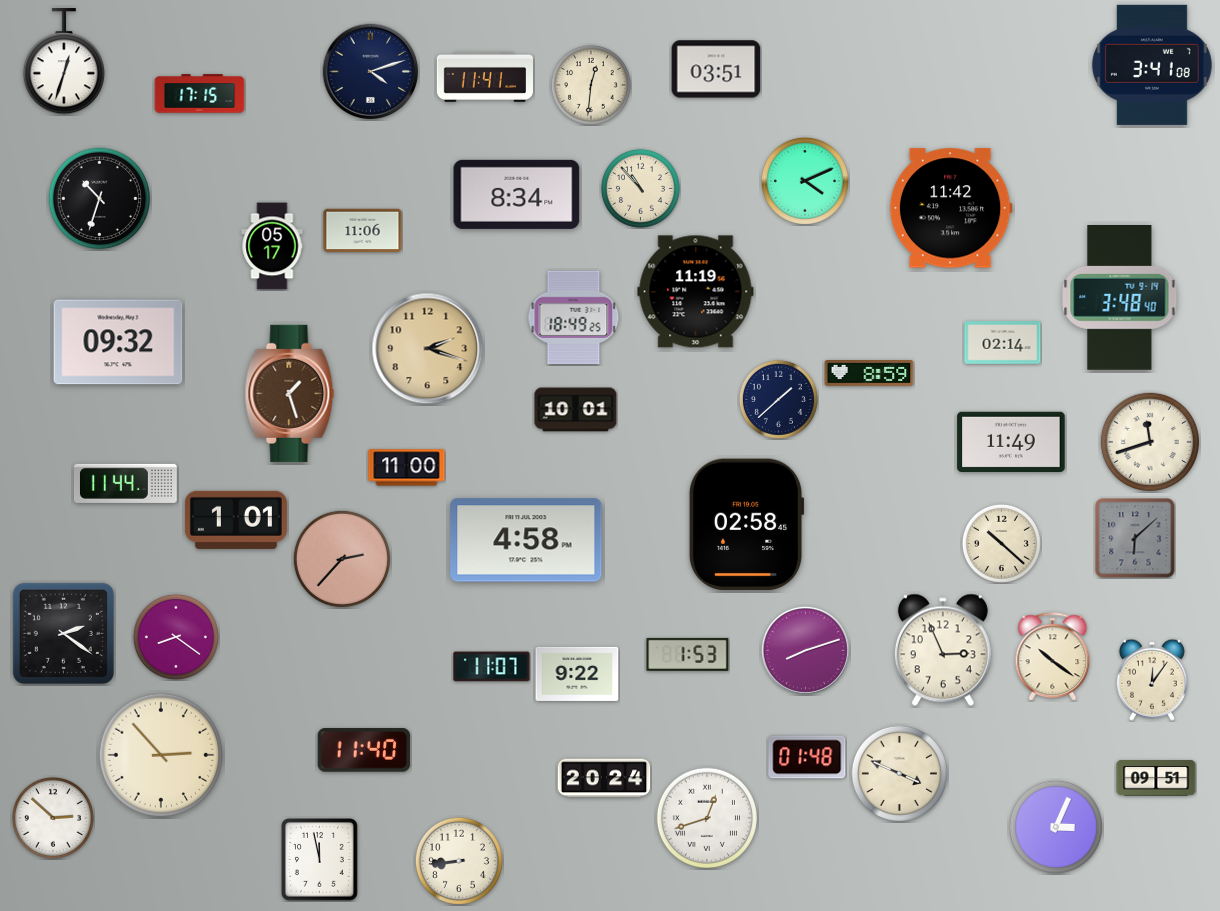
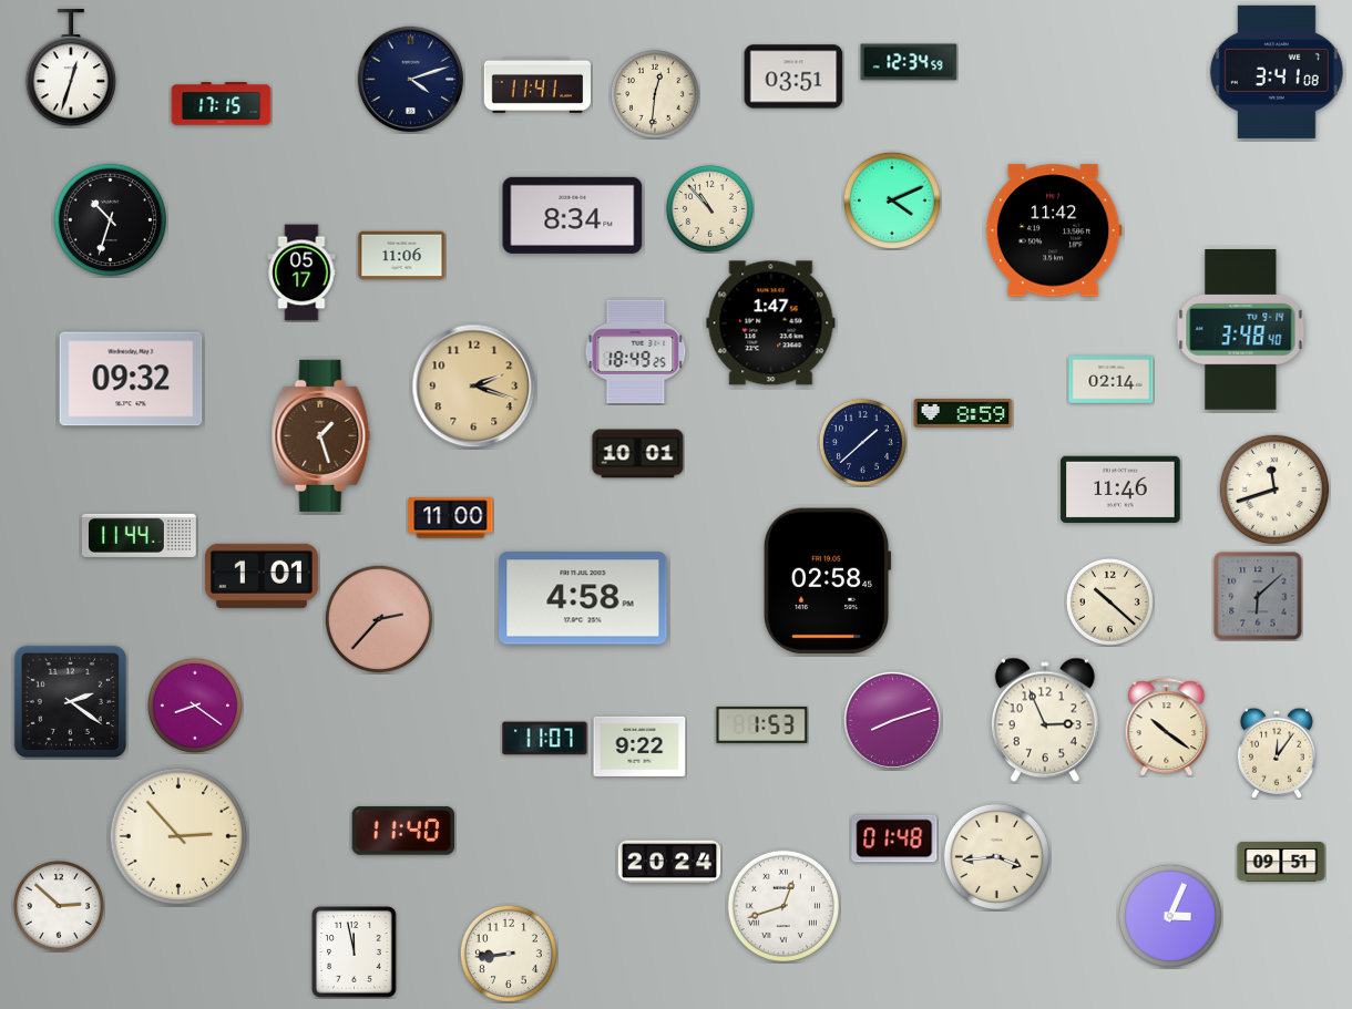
clock at (909, 62): none -> 12:34
clock at (696, 292): 11:19 -> 1:47
clock at (1011, 441): 11:49 -> 11:46
clock at (899, 773): 3:49 -> 3:44
